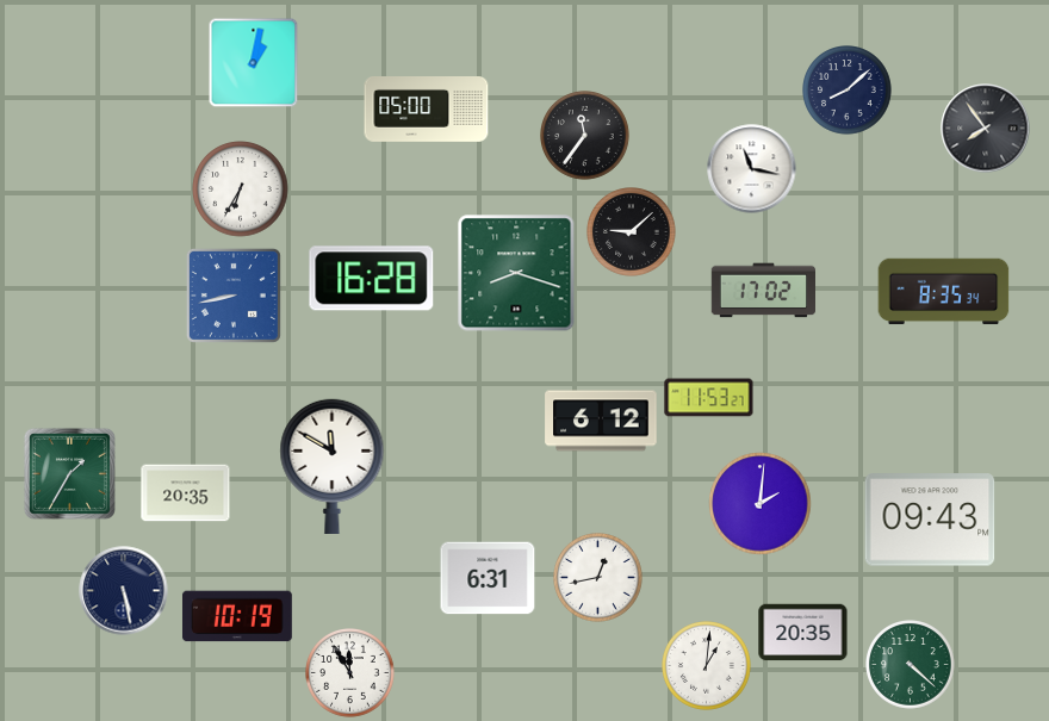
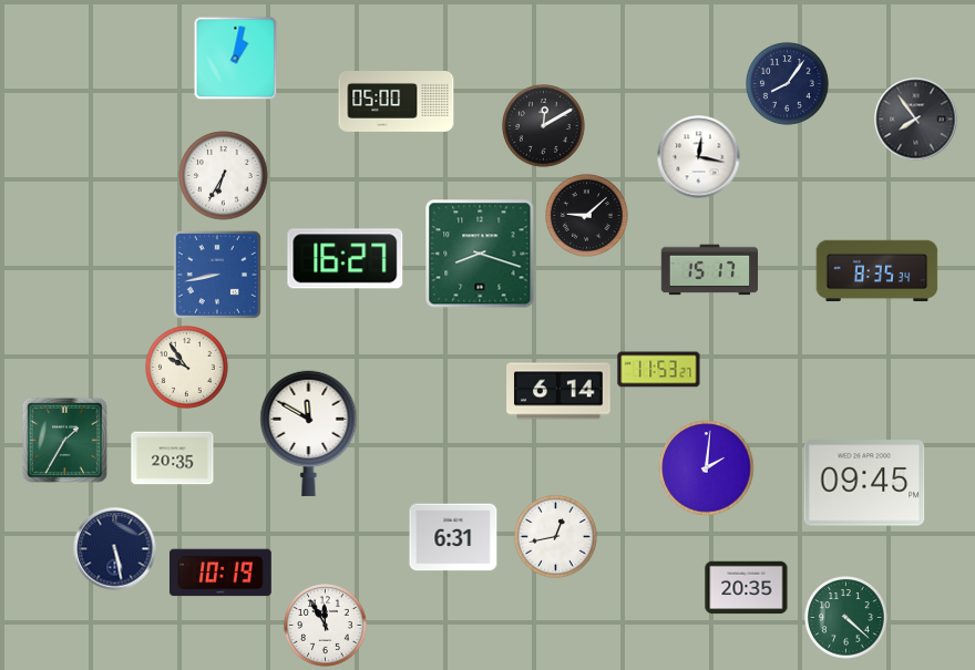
clock at (848, 91): 8:08 -> 8:06
clock at (585, 136): 11:36 -> 12:10
clock at (752, 169): 11:17 -> 12:17
clock at (372, 279): 16:28 -> 16:27
clock at (763, 291): 17:02 -> 15:17
clock at (187, 368): none -> 9:54
clock at (601, 421): 6:12 -> 6:14
clock at (930, 520): 09:43 -> 09:45
clock at (707, 666): 1:01 -> none
